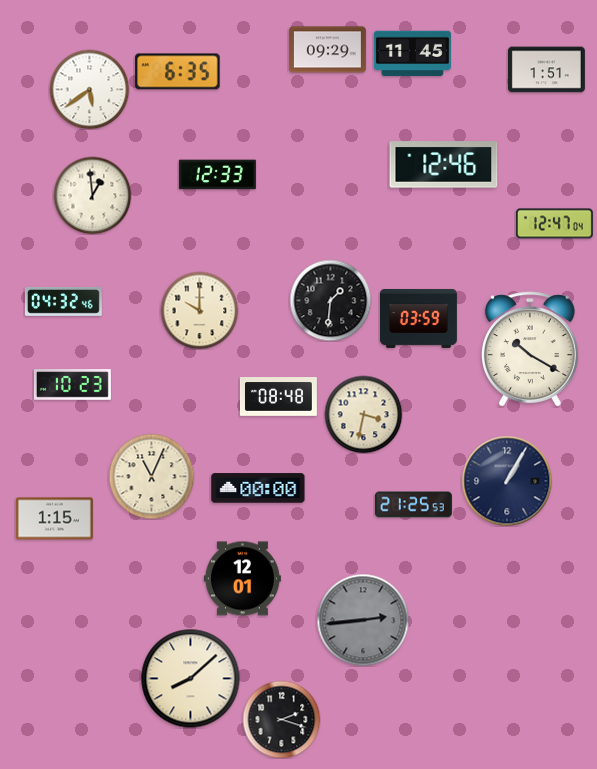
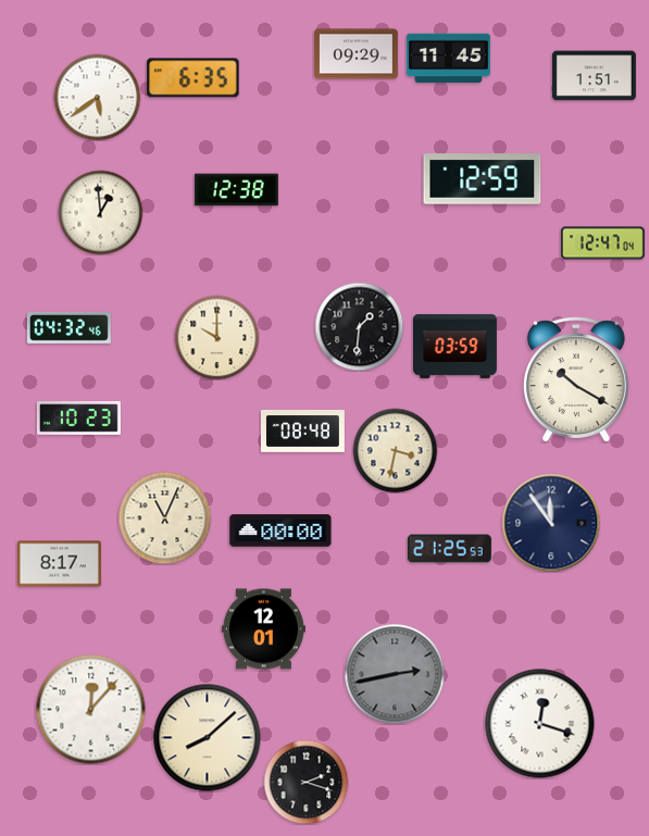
clock at (444, 165): 12:46 -> 12:59
clock at (217, 175): 12:33 -> 12:38
clock at (507, 481): 1:05 -> 11:54
clock at (54, 519): 1:15 -> 8:17
clock at (363, 620): 2:44 -> 2:43
clock at (91, 710): none -> 12:07
clock at (540, 724): none -> 12:18
